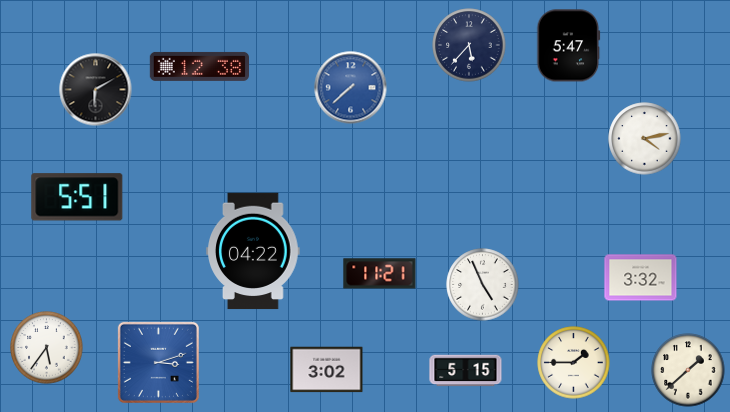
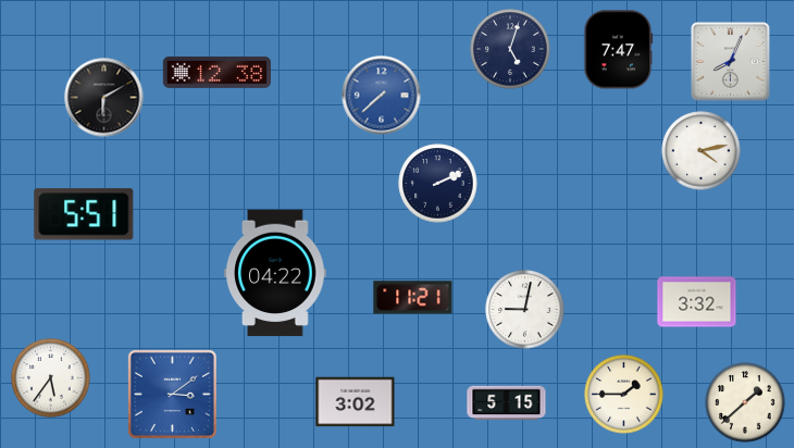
clock at (469, 45): 5:37 -> 5:03
clock at (569, 46): 5:47 -> 7:47
clock at (731, 62): none -> 8:04
clock at (438, 184): none -> 2:11
clock at (483, 285): 4:56 -> 9:02
clock at (158, 362): 3:12 -> 3:09
clock at (688, 370) position: (688, 370) -> (745, 402)
